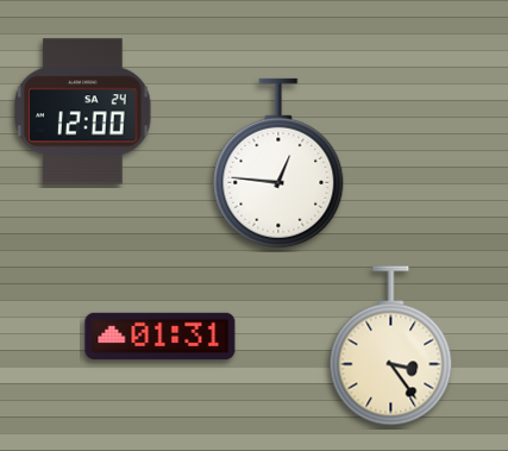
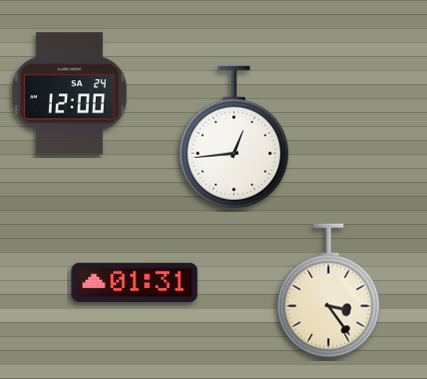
clock at (278, 163): 12:46 -> 12:44
